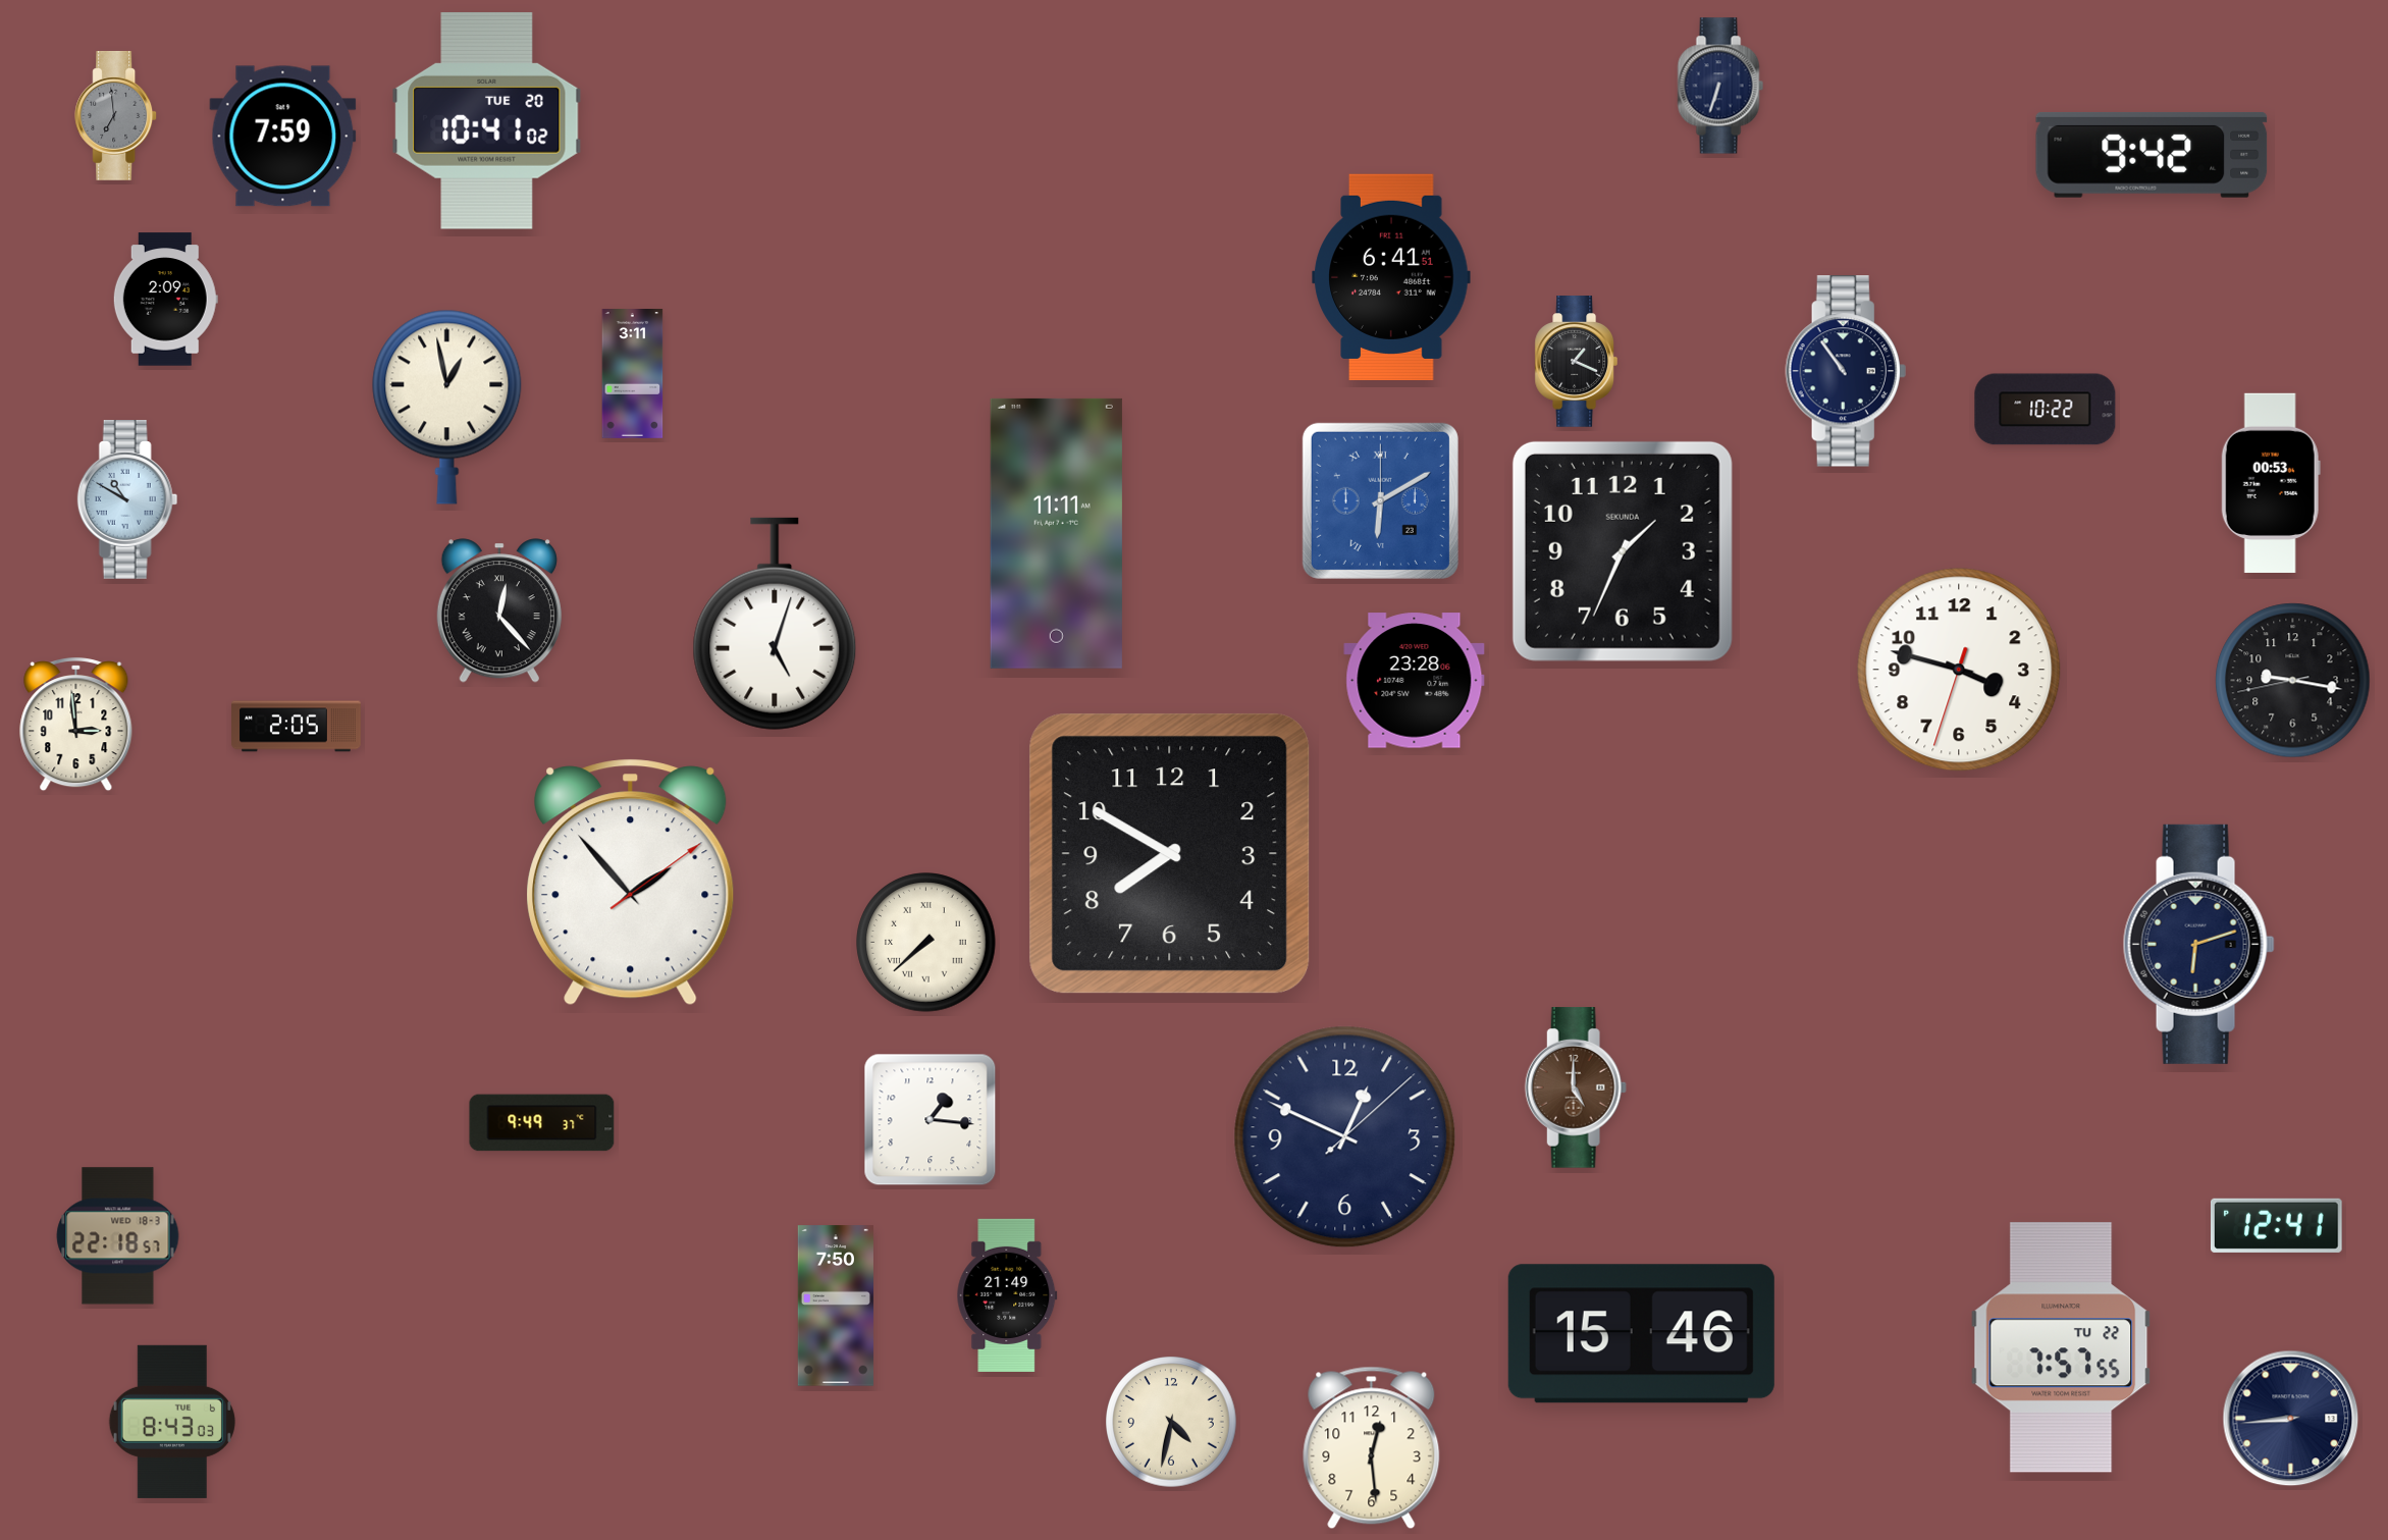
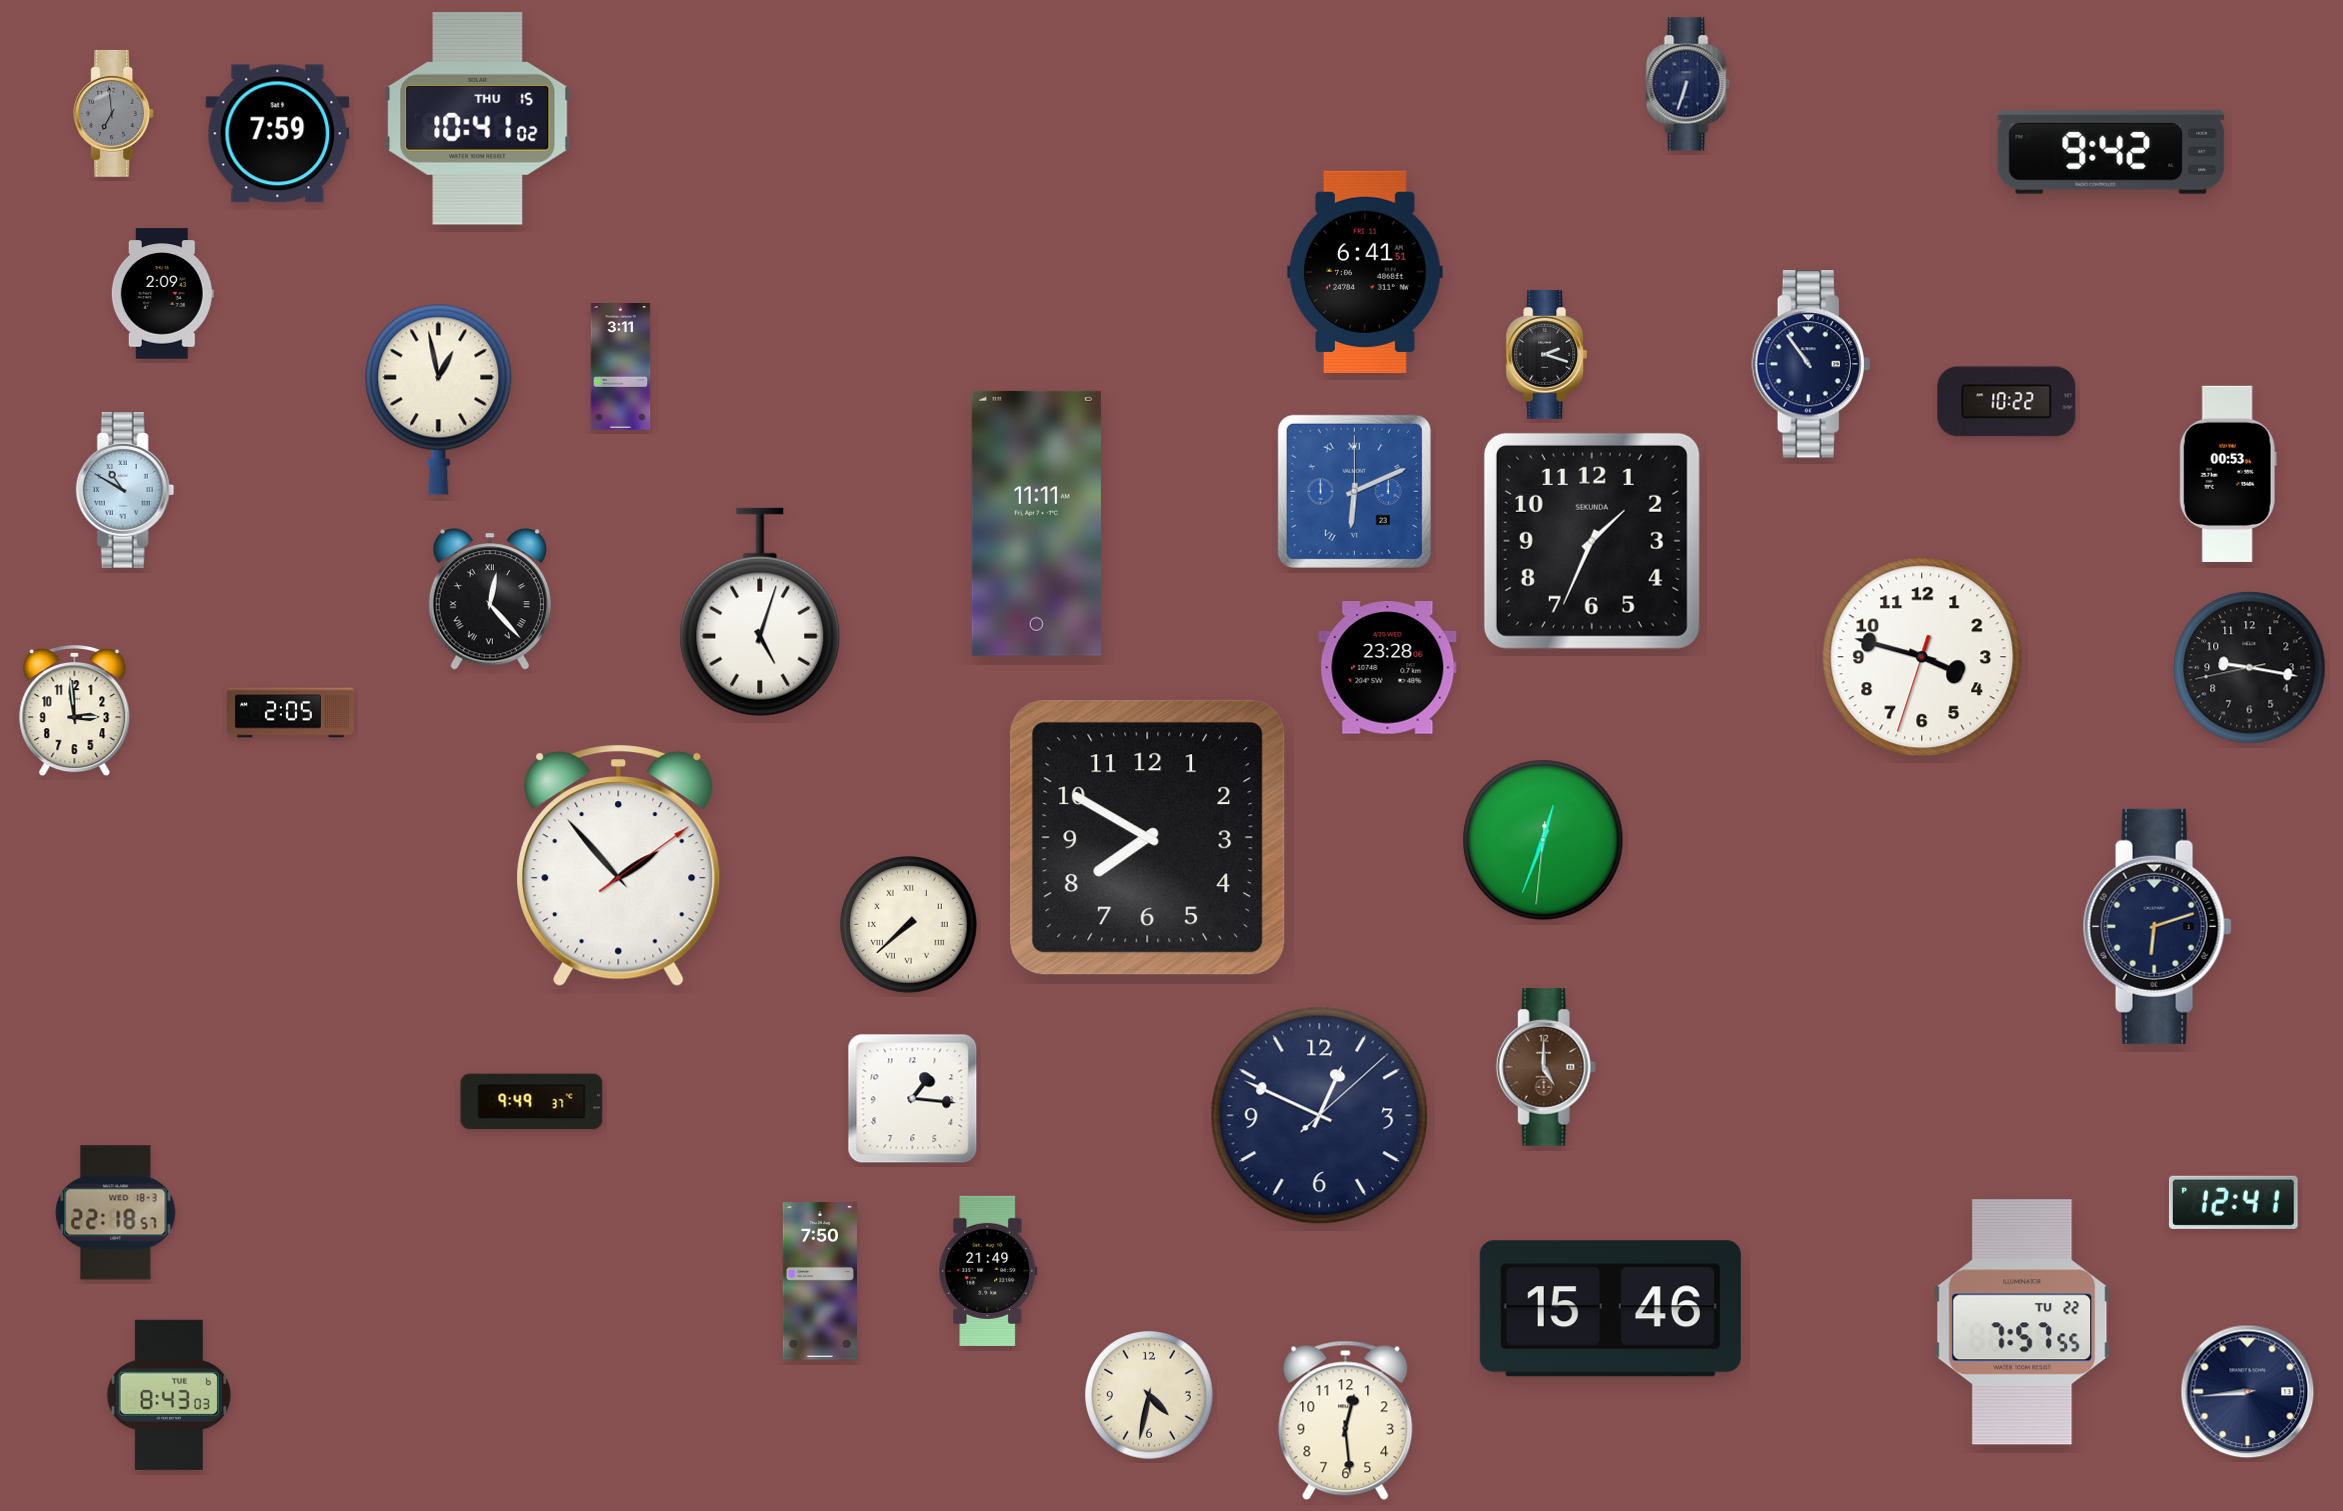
clock at (487, 120) date: TUE 20 -> THU 15
clock at (1576, 362): 1:19 -> 2:18
clock at (1380, 500): 6:10 -> 6:11
clock at (1543, 840): none -> 12:33
